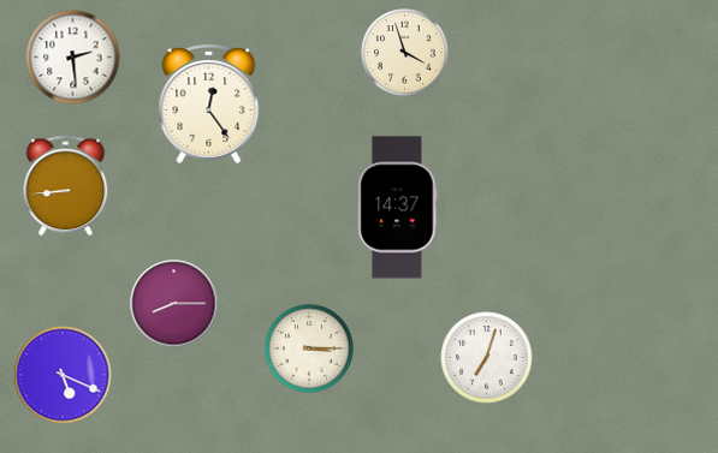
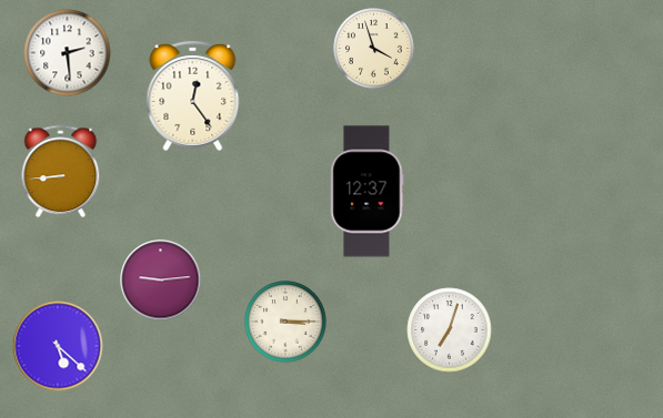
clock at (398, 208): 14:37 -> 12:37
clock at (174, 304): 8:15 -> 9:14
clock at (63, 375): 5:19 -> 5:22
